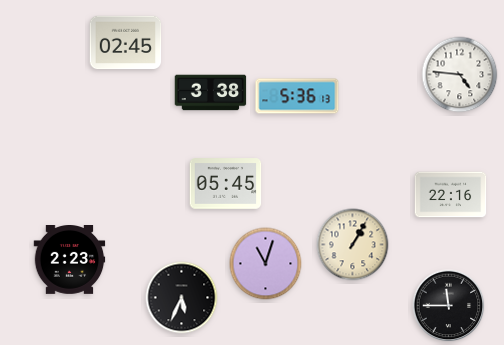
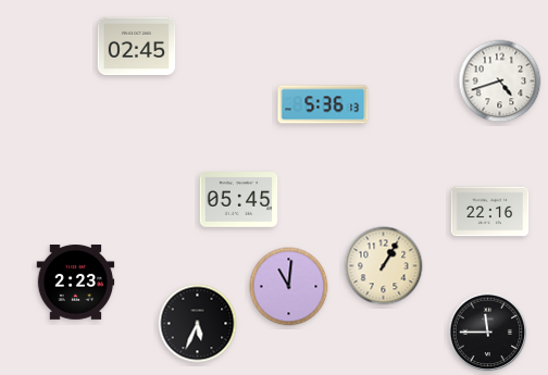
clock at (460, 75): 4:46 -> 4:42
clock at (211, 93): 3:38 -> none
clock at (226, 184) position: (226, 184) -> (239, 200)
clock at (266, 264): 11:03 -> 11:01
